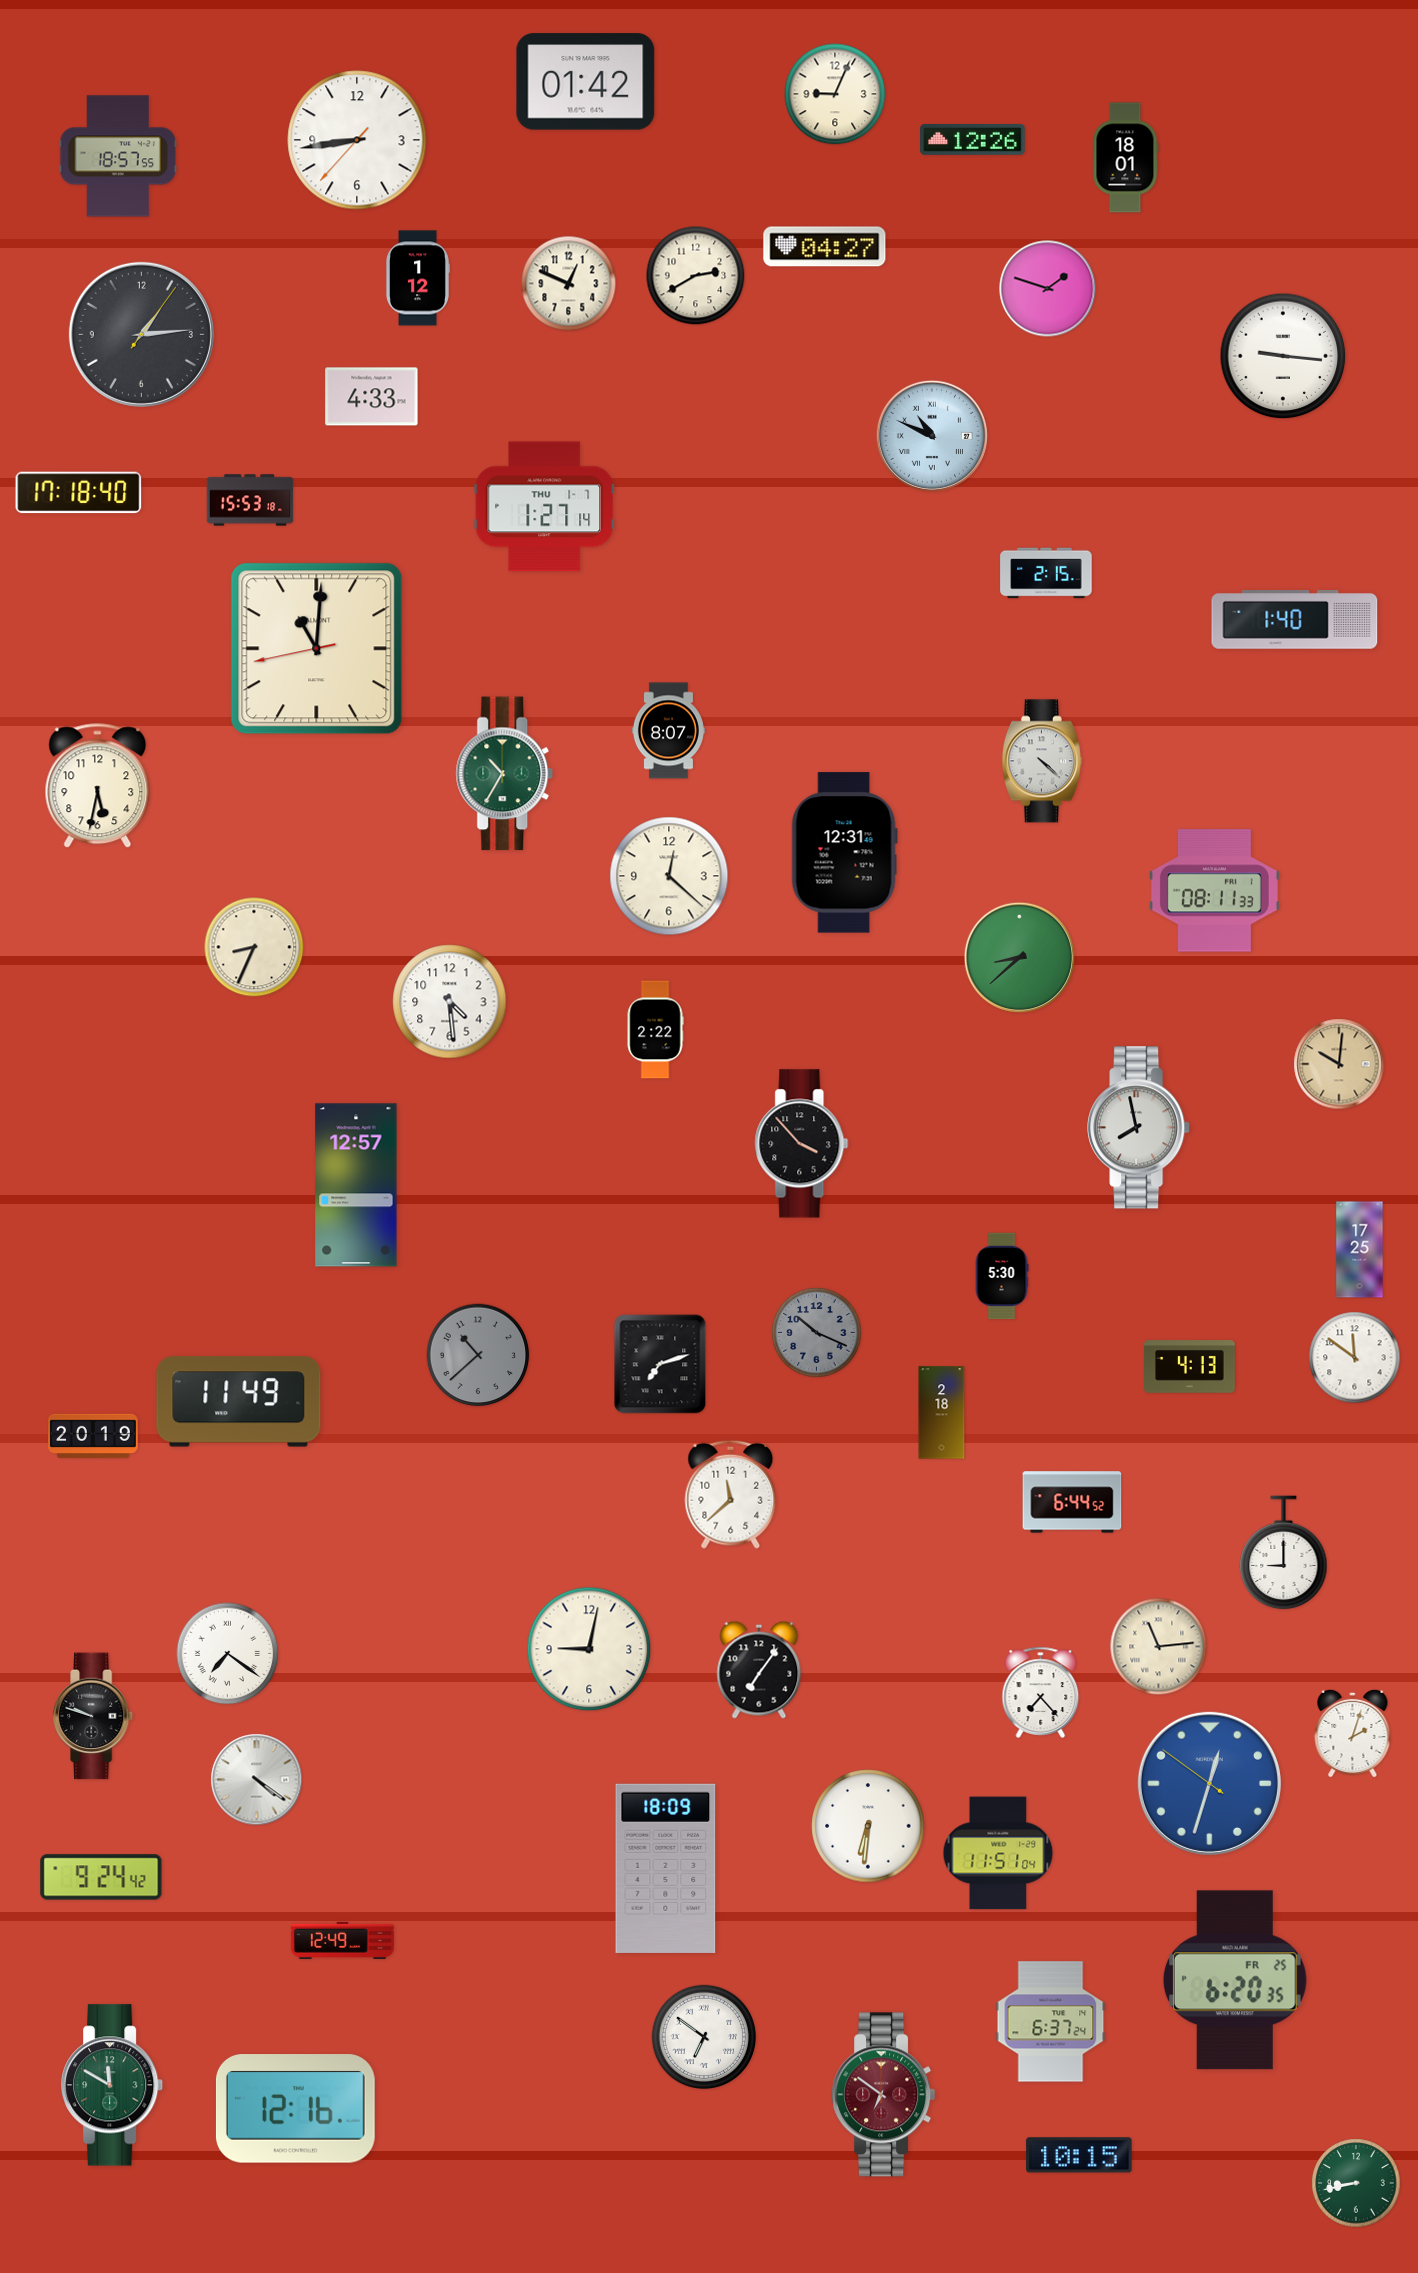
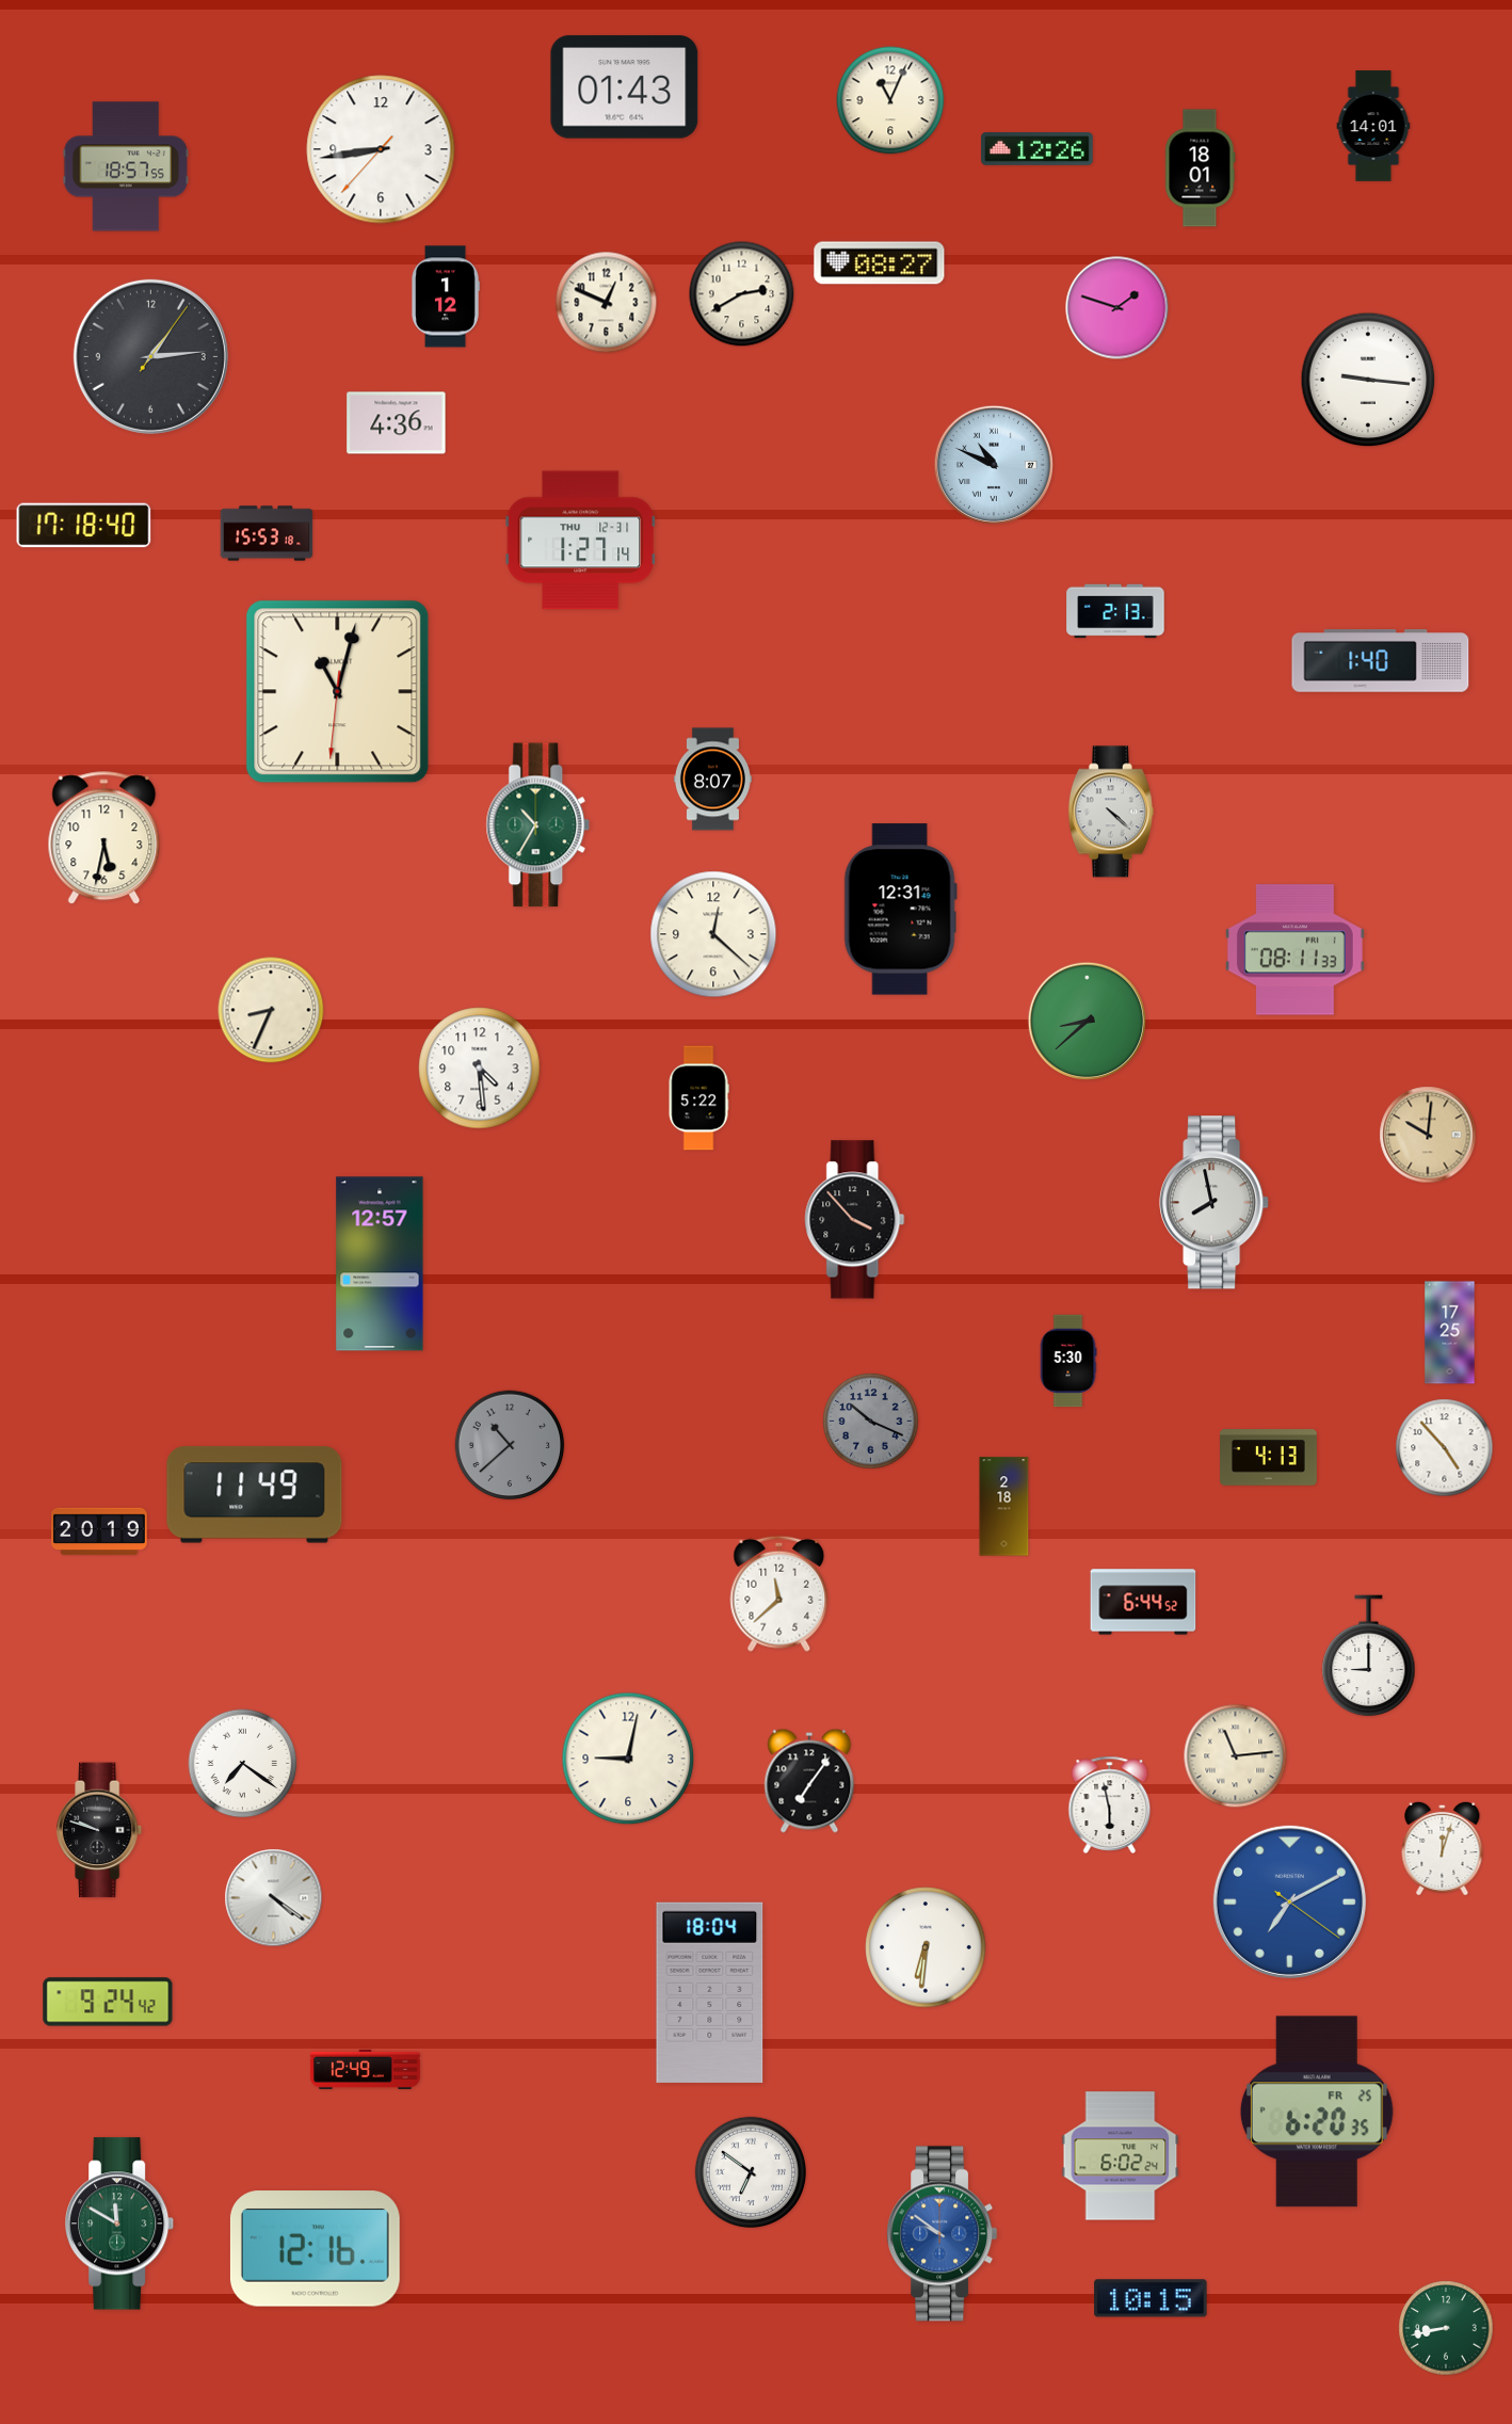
clock at (586, 82): 01:42 -> 01:43
clock at (835, 94): 9:04 -> 11:04
clock at (1373, 126): none -> 14:01
clock at (825, 247): 04:27 -> 08:27
clock at (372, 397): 4:33 -> 4:36
clock at (544, 507) date: THU 1-7 -> THU 12-31
clock at (1046, 573): 2:15 -> 2:13
clock at (317, 649): 11:00 -> 11:02
clock at (655, 1030): 2:22 -> 5:22
clock at (1355, 1358): 11:51 -> 4:53
clock at (660, 1364): 7:12 -> none
clock at (1041, 1692): 7:23 -> 5:58
clock at (1353, 1733): 2:03 -> 12:03
clock at (1209, 1783): 12:32 -> 7:10
clock at (998, 1853): 11:51 -> none
clock at (666, 1868): 18:09 -> 18:04
clock at (1051, 2022): 6:37 -> 6:02
clock at (884, 2095): 6:51 -> 9:51
clock at (884, 2095) dial: burgundy -> blue
